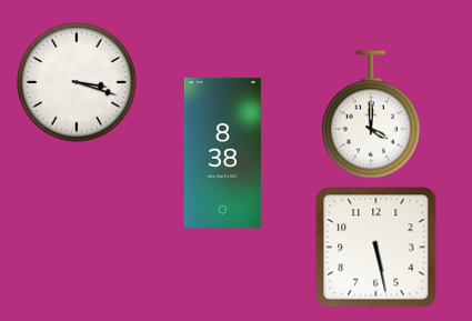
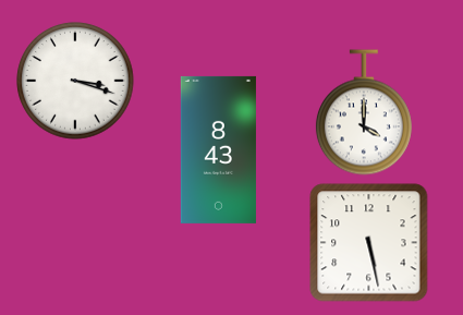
clock at (222, 152): 8:38 -> 8:43
